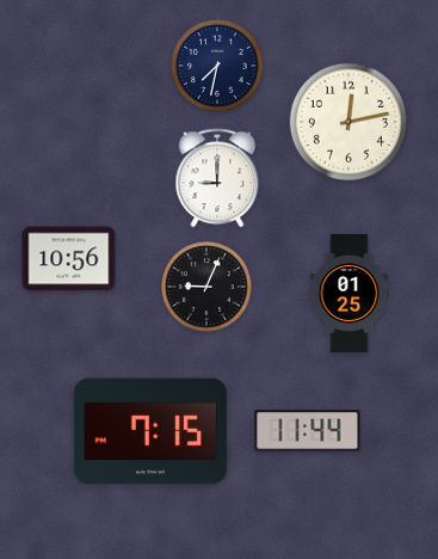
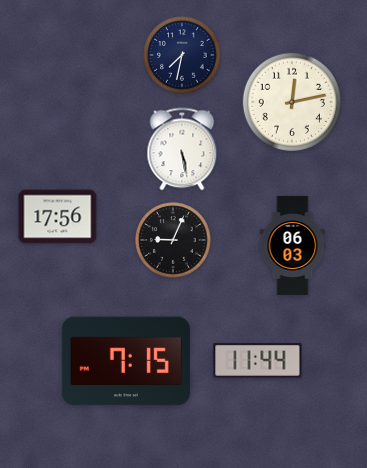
clock at (217, 178): 9:00 -> 5:28
clock at (69, 259): 10:56 -> 17:56
clock at (350, 293): 01:25 -> 06:03
